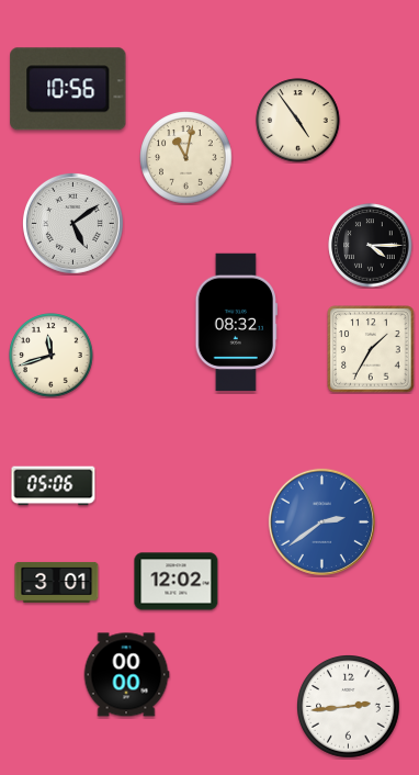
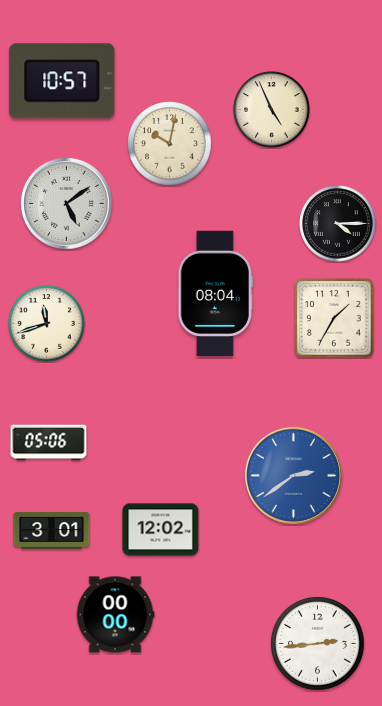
clock at (68, 89): 10:56 -> 10:57
clock at (298, 121): 4:54 -> 4:56
clock at (186, 158): 11:02 -> 10:02
clock at (236, 323): 08:32 -> 08:04
clock at (371, 349) position: (371, 349) -> (334, 318)
